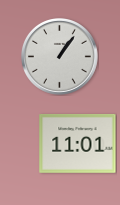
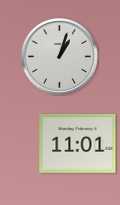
clock at (59, 56): 1:06 -> 1:03
